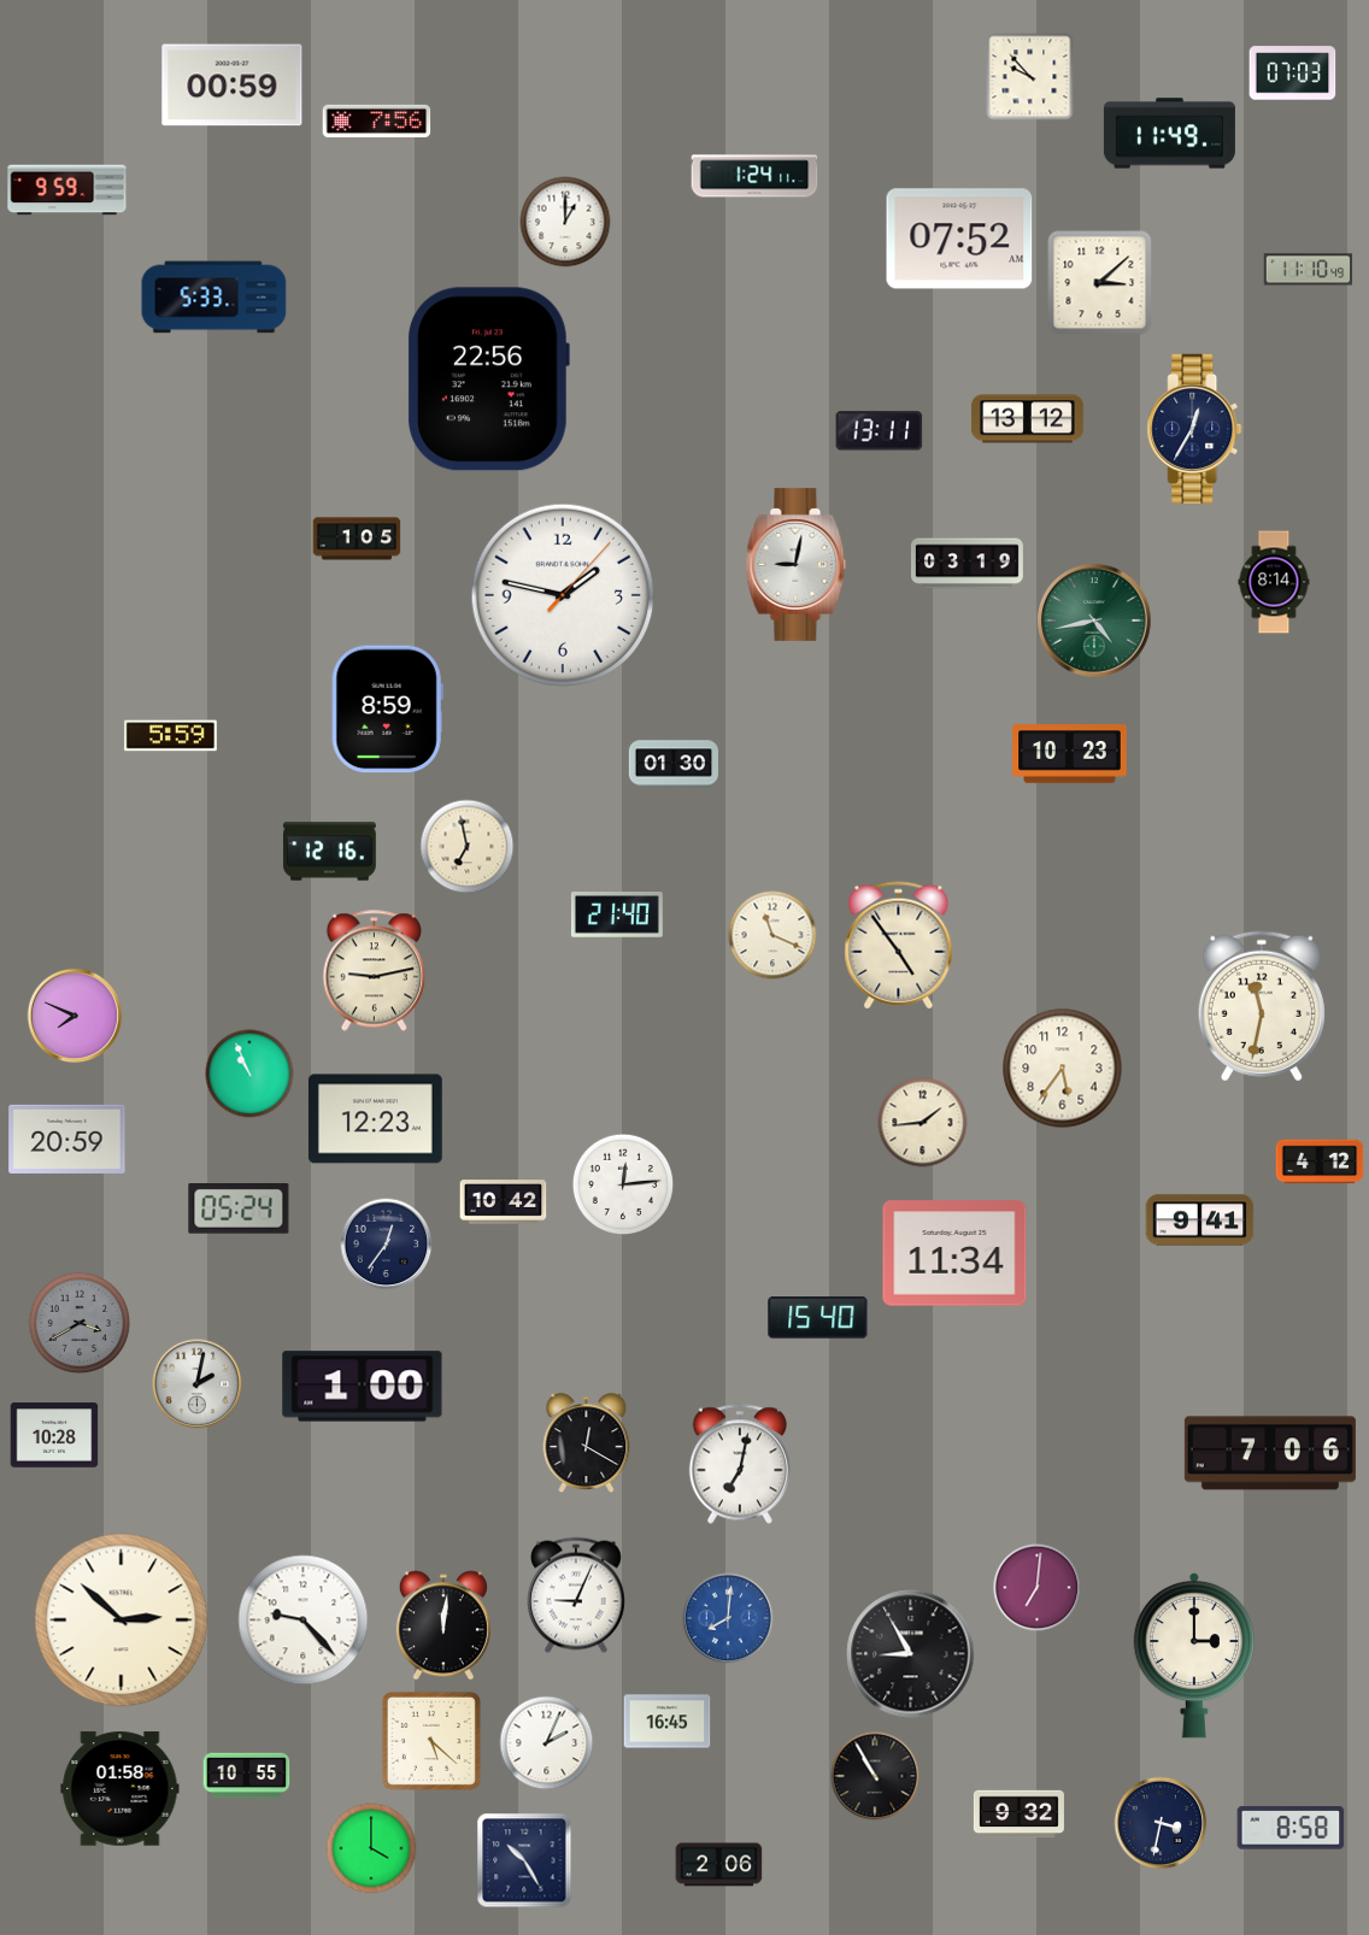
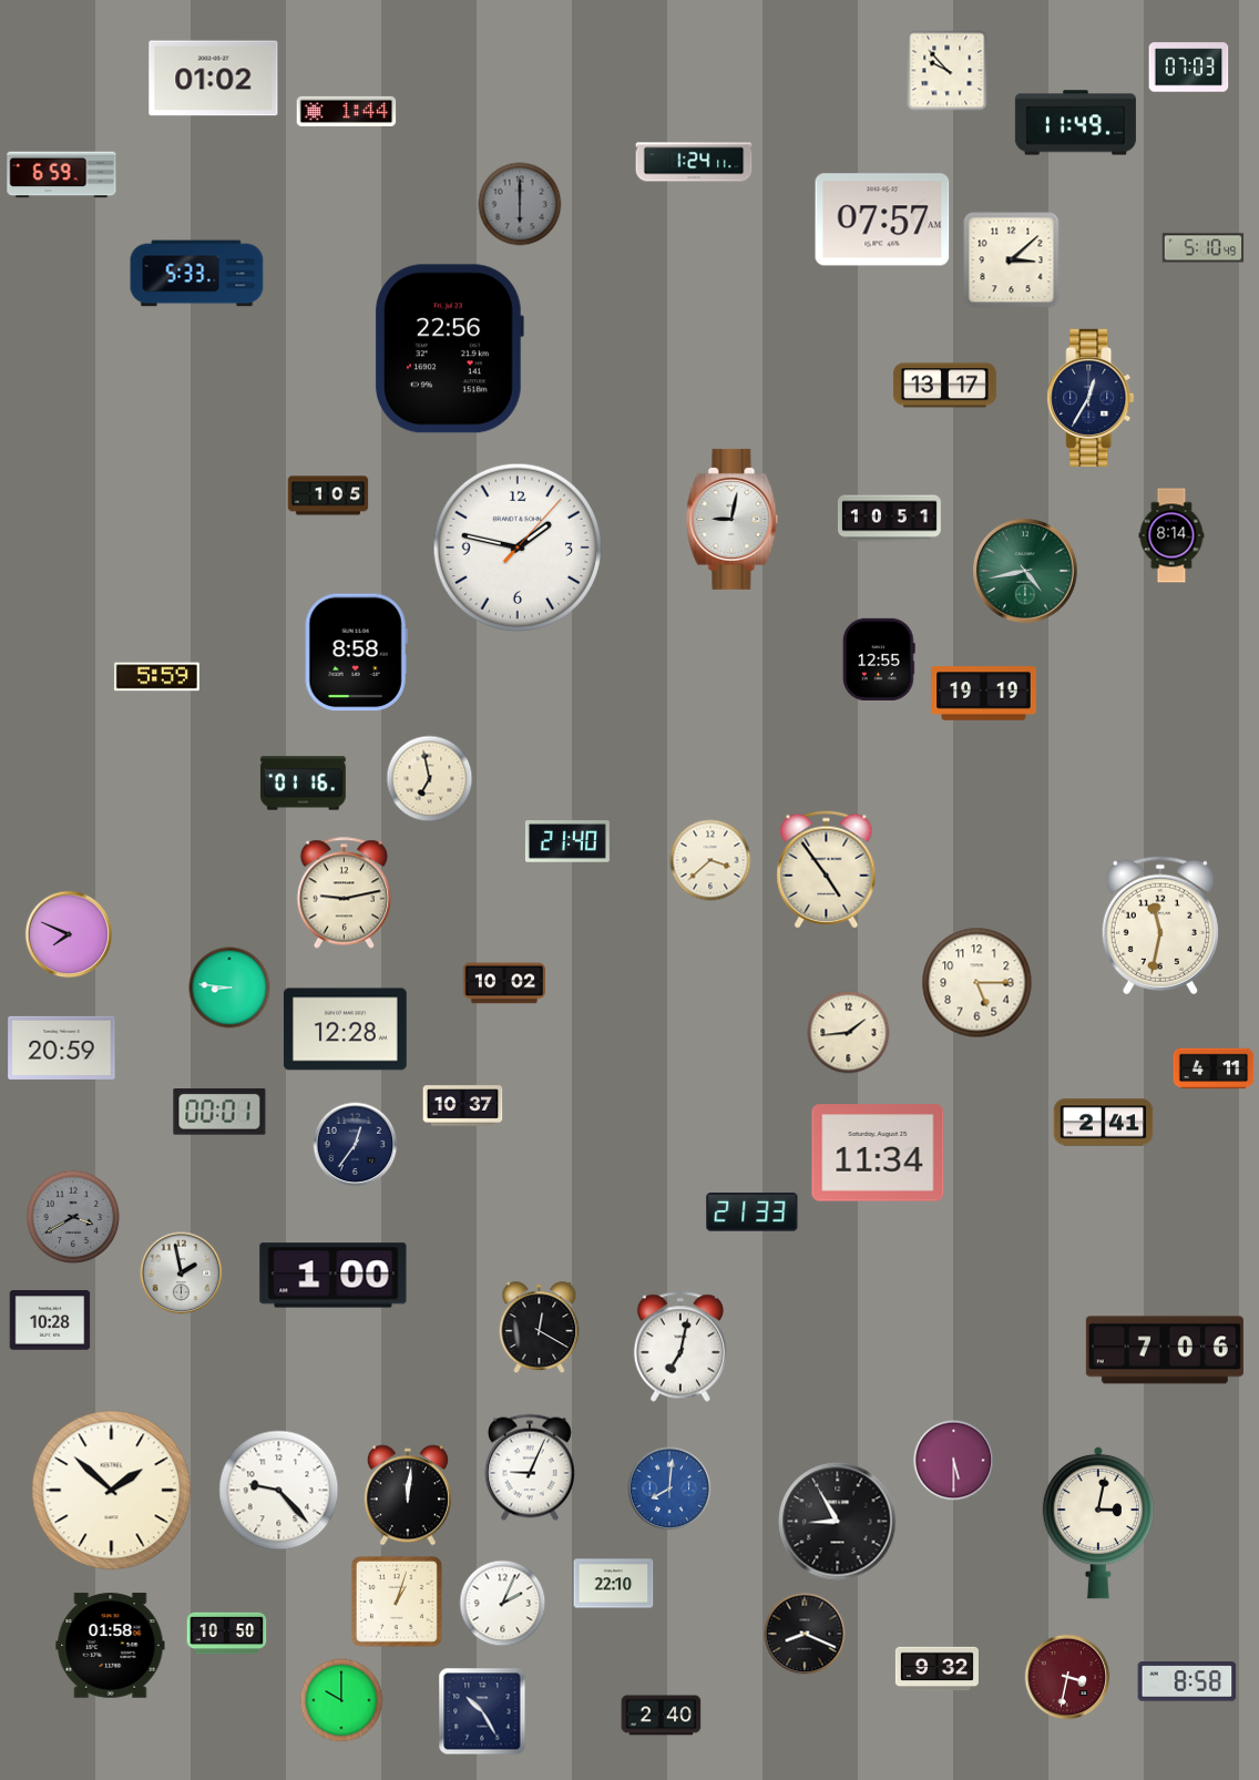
clock at (233, 86): 00:59 -> 01:02
clock at (377, 120): 7:56 -> 1:44
clock at (67, 190): 9:59 -> 6:59
clock at (565, 222): 1:00 -> 6:00
clock at (565, 222) dial: white -> grey
clock at (959, 239): 07:52 -> 07:57
clock at (1309, 270): 11:10 -> 5:10
clock at (1027, 419): 13:12 -> 13:17
clock at (1194, 429) position: (1194, 429) -> (1091, 398)
clock at (880, 431): 13:11 -> none
clock at (966, 564): 03:19 -> 10:51
clock at (1095, 622) position: (1095, 622) -> (1026, 572)
clock at (387, 710): 8:59 -> 8:58
clock at (880, 659): none -> 12:55
clock at (1070, 754): 10:23 -> 19:19
clock at (672, 764): 01:30 -> none
clock at (330, 852): 12:16 -> 01:16
clock at (772, 935): 11:19 -> 3:38
clock at (503, 983): none -> 10:02
clock at (1063, 1069): 5:36 -> 5:15
clock at (249, 1074): 10:56 -> 8:46
clock at (375, 1119): 12:23 -> 12:28
clock at (1320, 1161): 4:12 -> 4:11
clock at (623, 1184): 12:14 -> none
clock at (504, 1202): 10:42 -> 10:37
clock at (239, 1208): 05:24 -> 00:01
clock at (1200, 1221): 9:41 -> 2:41
clock at (818, 1318): 15:40 -> 21:33
clock at (198, 1384): 2:02 -> 1:58
clock at (1270, 1453) position: (1270, 1453) -> (1165, 1350)
clock at (1038, 1588): 7:01 -> 5:30
clock at (122, 1621): 2:52 -> 1:52
clock at (1194, 1655): 3:00 -> 3:02
clock at (668, 1722): 16:45 -> 22:10
clock at (431, 1741): 5:22 -> 1:03
clock at (247, 1776): 10:55 -> 10:50
clock at (875, 1776): 10:55 -> 8:19
clock at (1161, 1823) dial: navy -> burgundy
clock at (371, 1848): 4:00 -> 10:00
clock at (719, 1865): 2:06 -> 2:40
